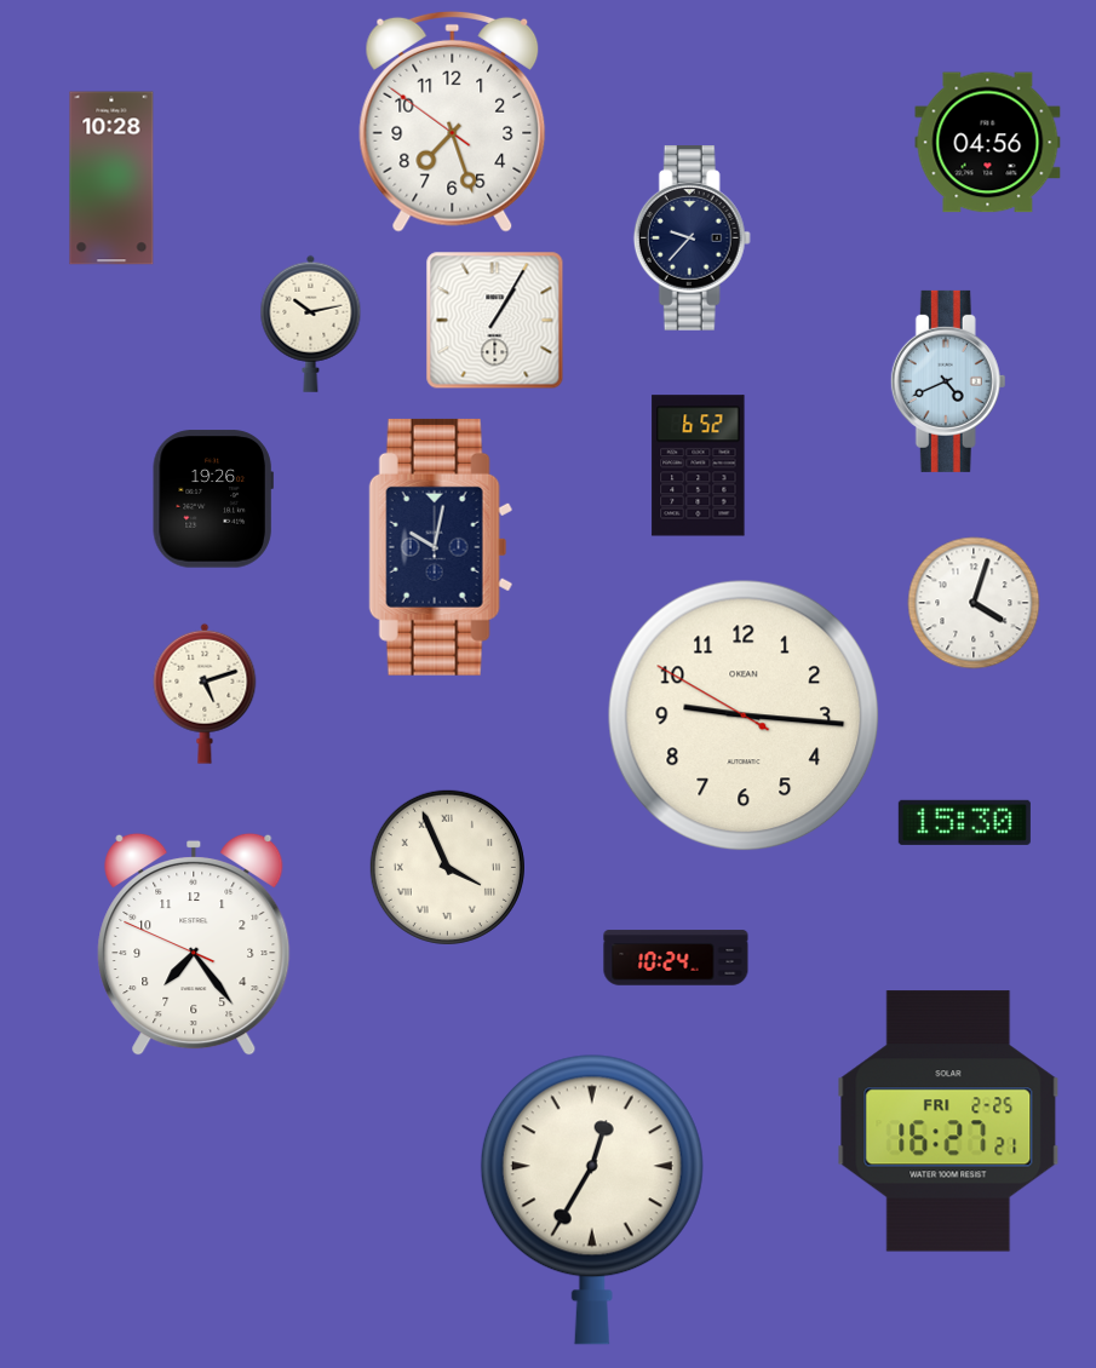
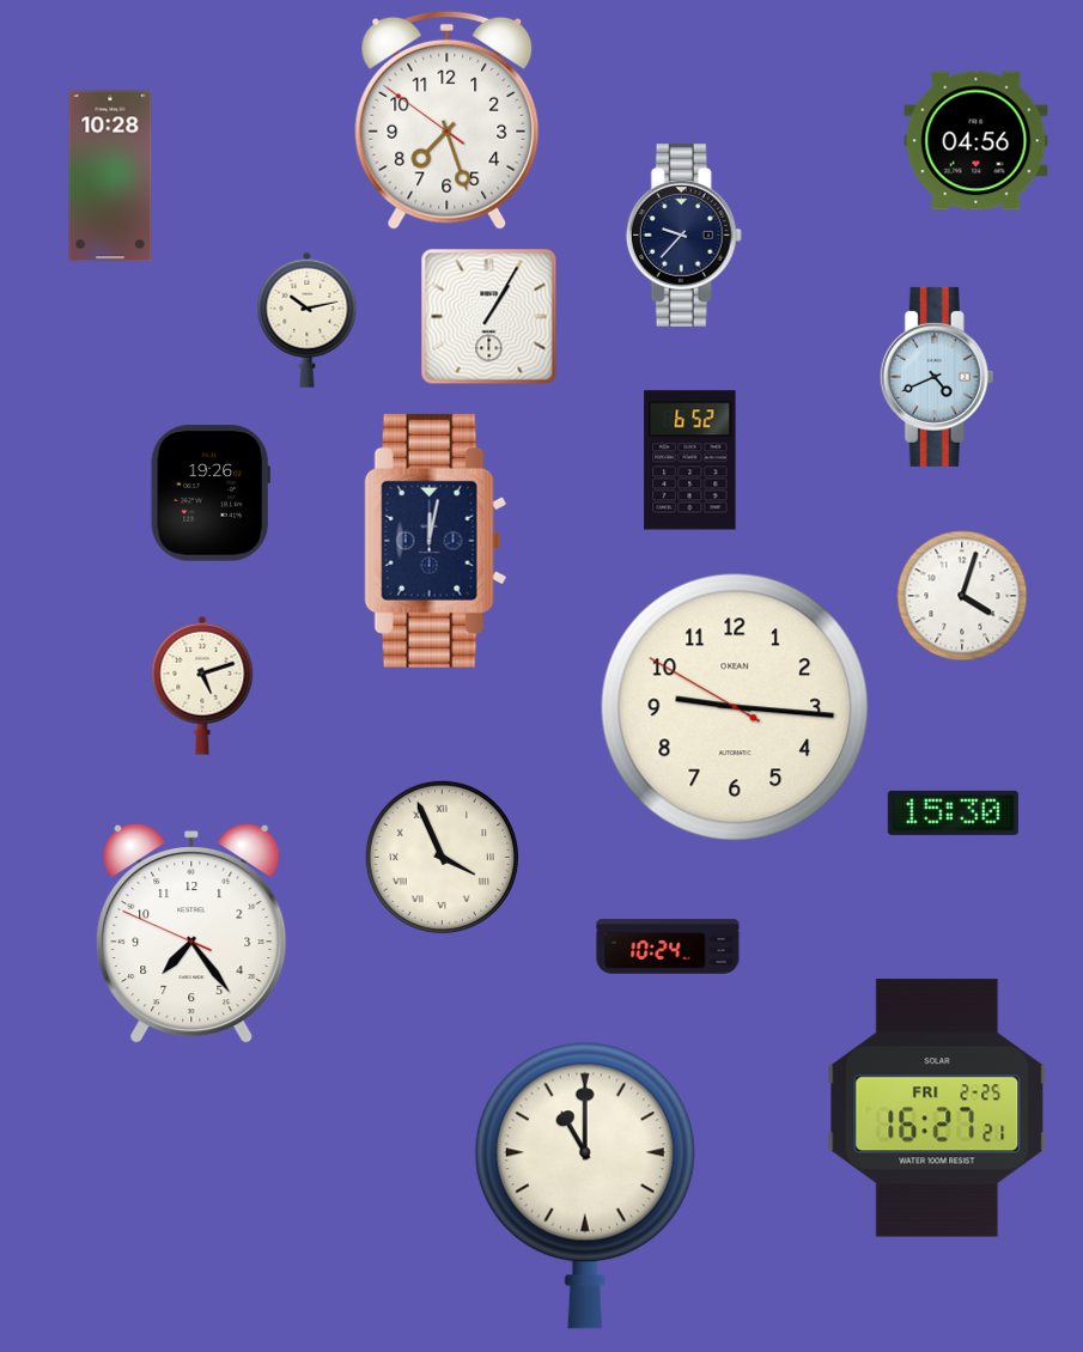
clock at (441, 547): 10:02 -> 12:02
clock at (592, 1200): 12:35 -> 11:00
